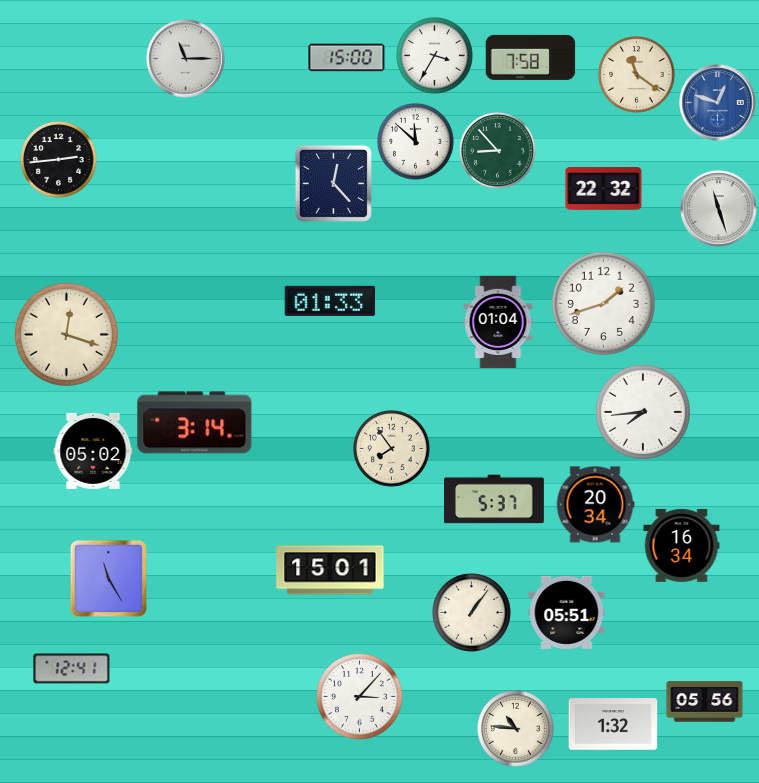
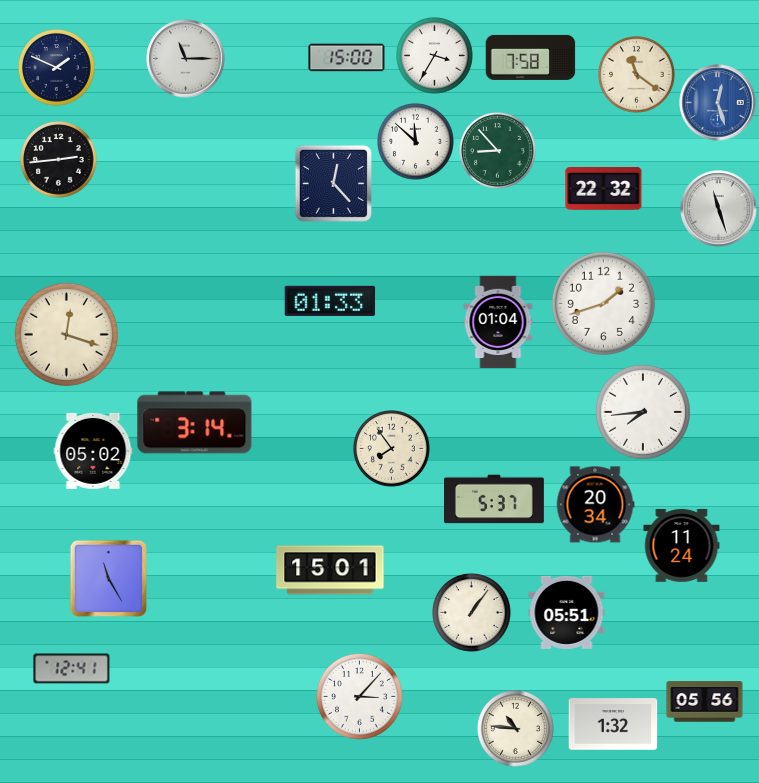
clock at (57, 68): none -> 1:49
clock at (718, 103): 12:48 -> 12:27
clock at (682, 545): 16:34 -> 11:24
